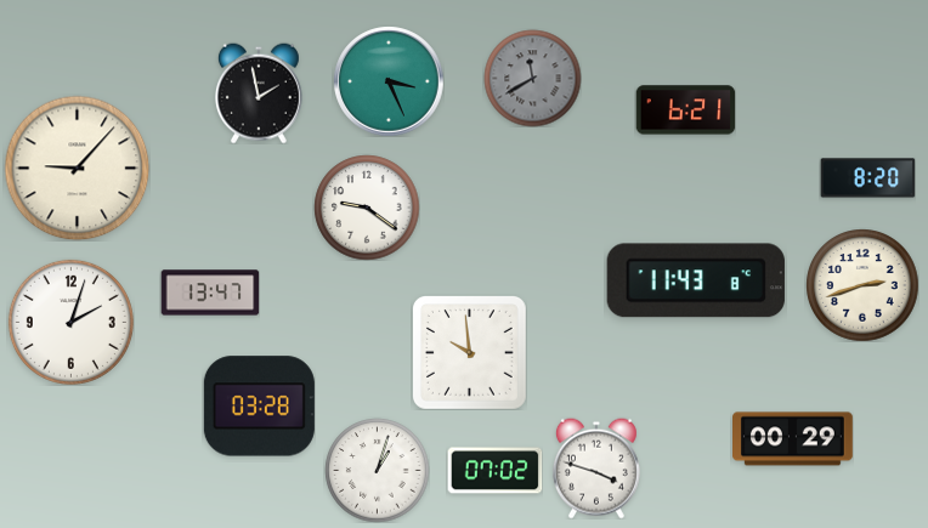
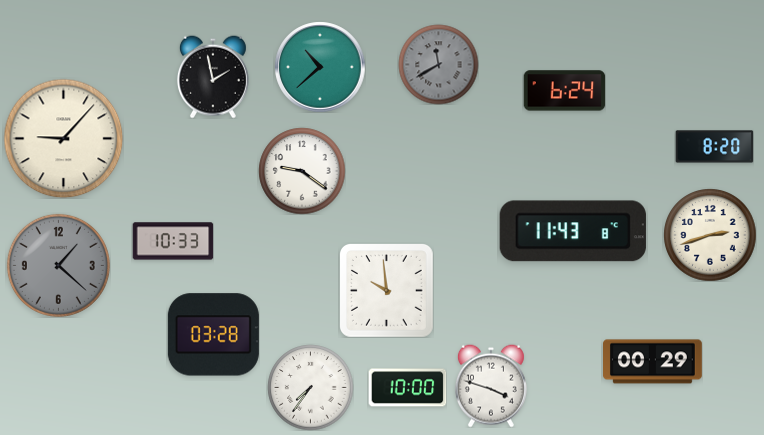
clock at (389, 81): 3:26 -> 10:38
clock at (685, 110): 6:21 -> 6:24
clock at (210, 293): 13:47 -> 10:33
clock at (70, 322): 2:03 -> 1:22
clock at (70, 322) dial: white -> grey
clock at (377, 470): 1:03 -> 7:36
clock at (494, 471): 07:02 -> 10:00
